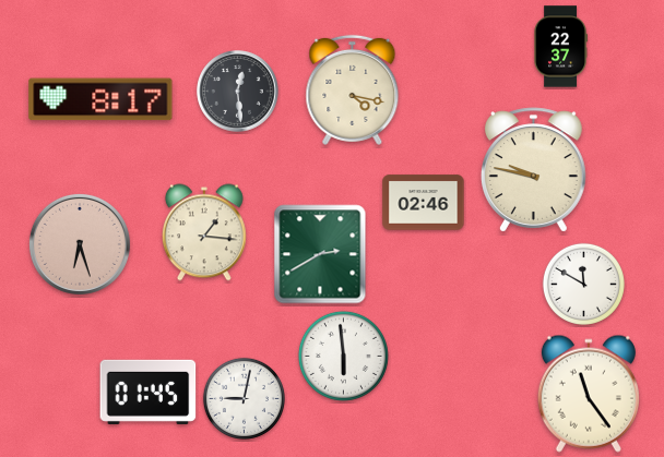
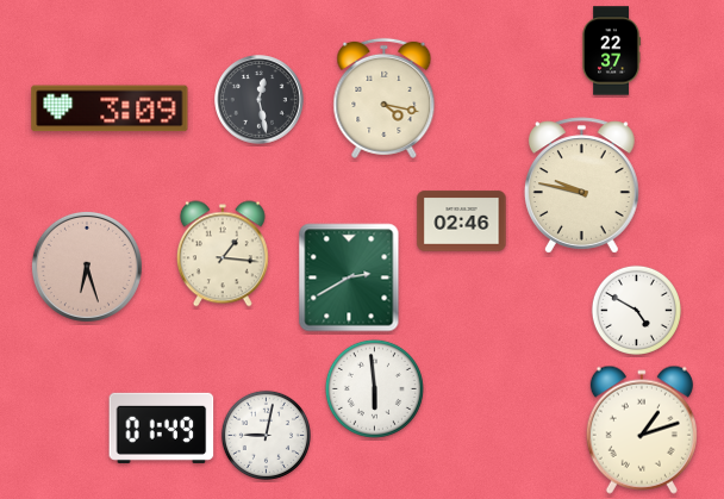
clock at (238, 92): 12:29 -> 12:28
clock at (100, 99): 8:17 -> 3:09
clock at (583, 284): 11:50 -> 4:50
clock at (149, 392): 01:45 -> 01:49
clock at (589, 394): 11:24 -> 1:12
